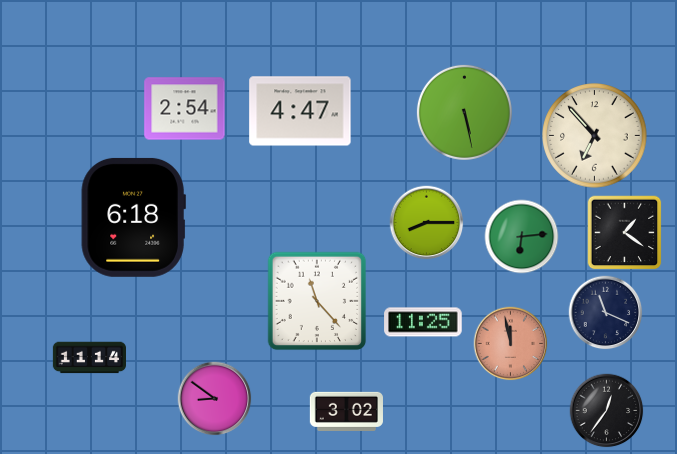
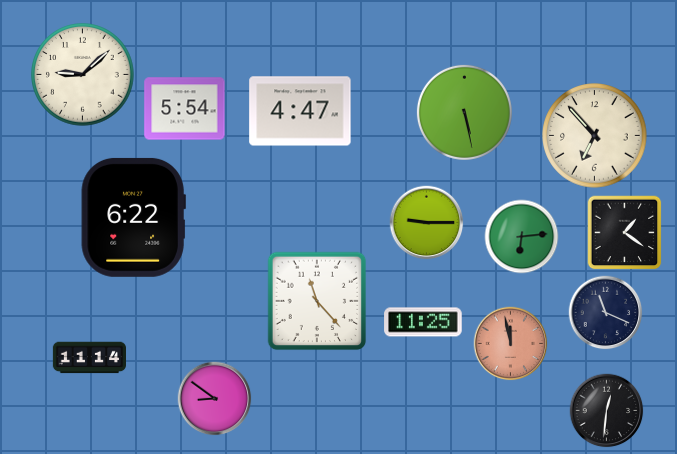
clock at (83, 75): none -> 9:08
clock at (185, 109): 2:54 -> 5:54
clock at (133, 217): 6:18 -> 6:22
clock at (427, 223): 8:15 -> 9:15
clock at (346, 411): 3:02 -> none
clock at (607, 411): 12:36 -> 12:31
